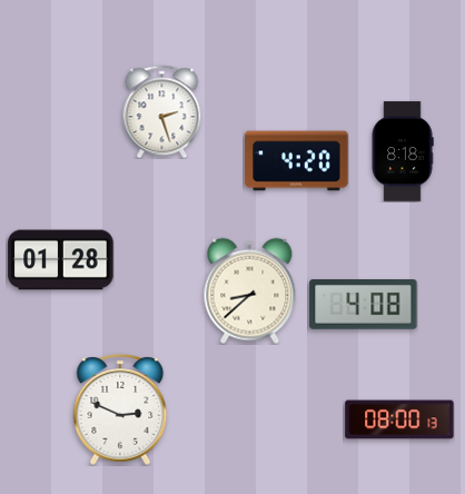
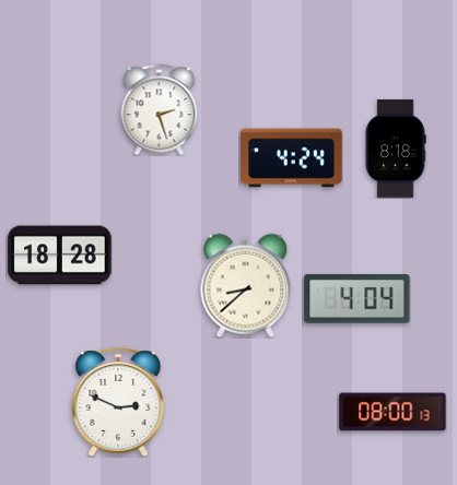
clock at (297, 161): 4:20 -> 4:24
clock at (61, 260): 01:28 -> 18:28
clock at (364, 305): 4:08 -> 4:04
